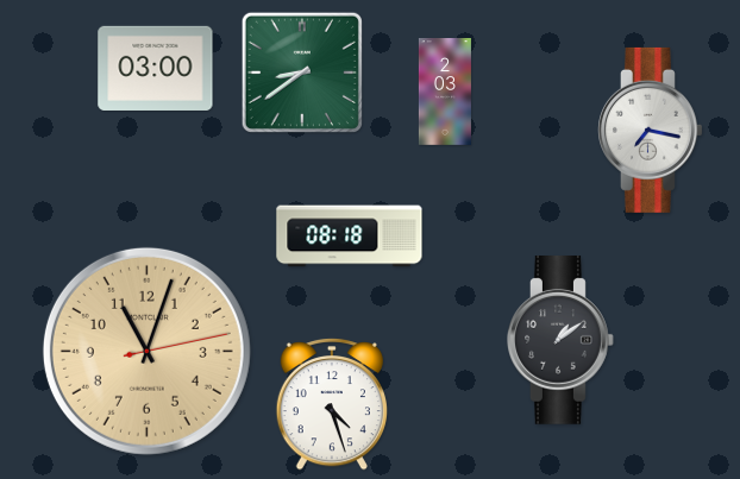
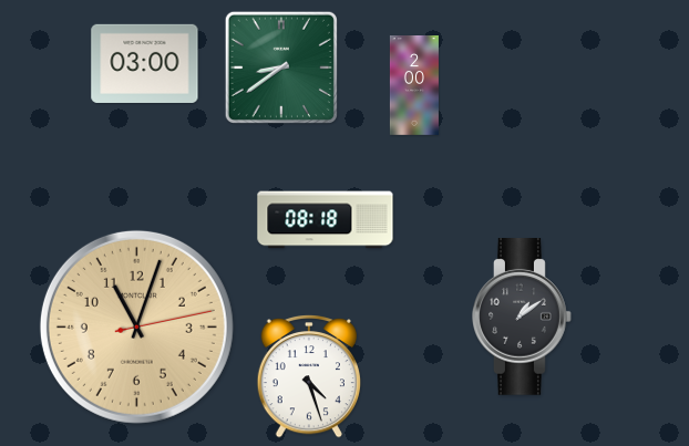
clock at (445, 93): 2:03 -> 2:00
clock at (651, 130): 7:17 -> none
